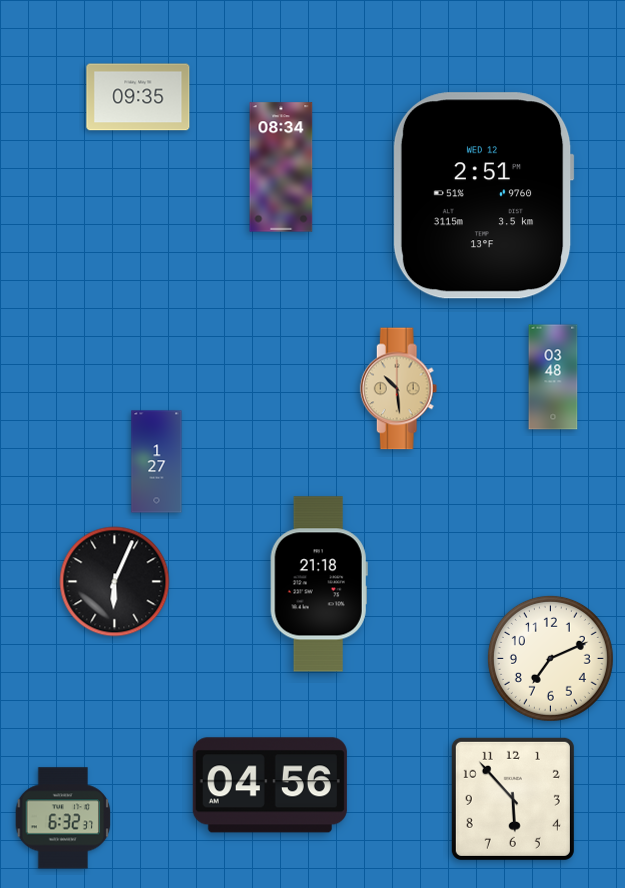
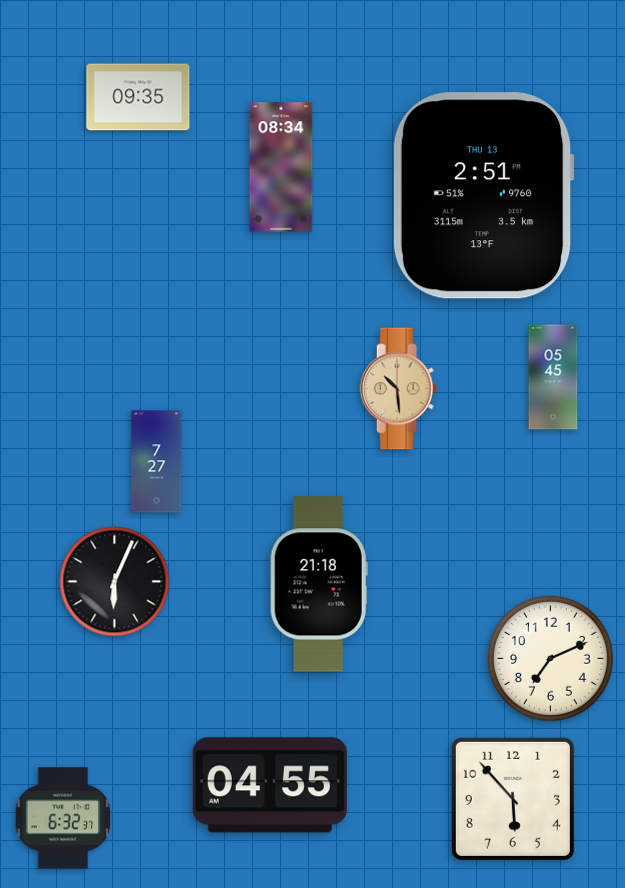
clock at (483, 196) date: WED 12 -> THU 13
clock at (553, 377): 03:48 -> 05:45
clock at (157, 462): 1:27 -> 7:27
clock at (270, 785): 04:56 -> 04:55
